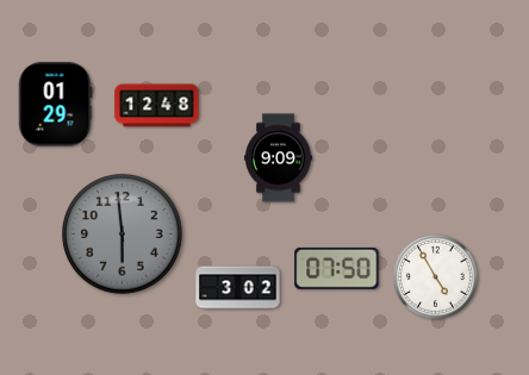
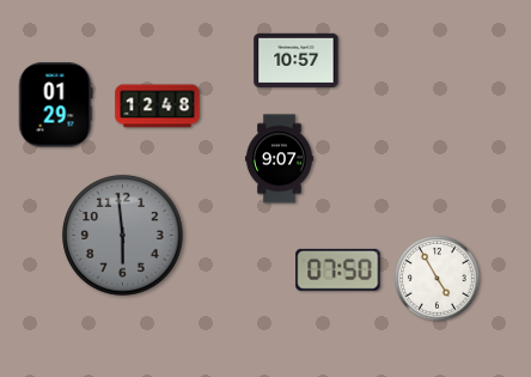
clock at (297, 60): none -> 10:57
clock at (278, 158): 9:09 -> 9:07
clock at (238, 288): 3:02 -> none
